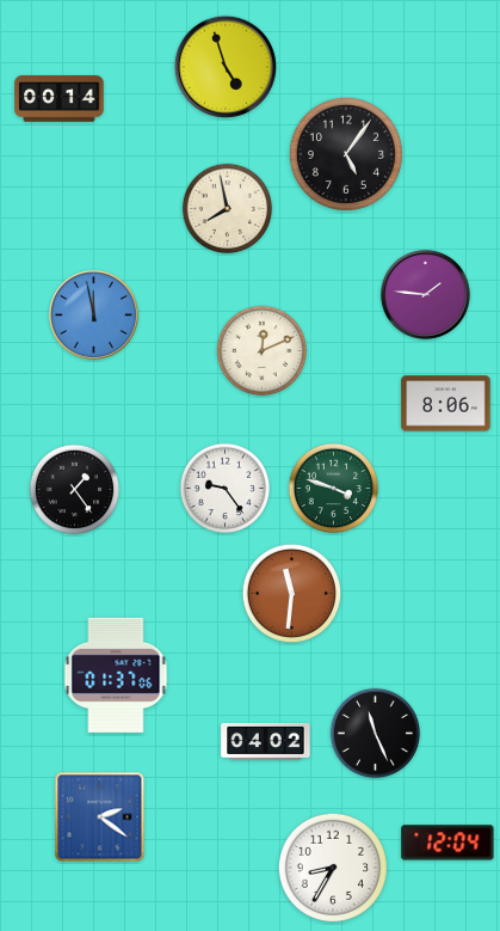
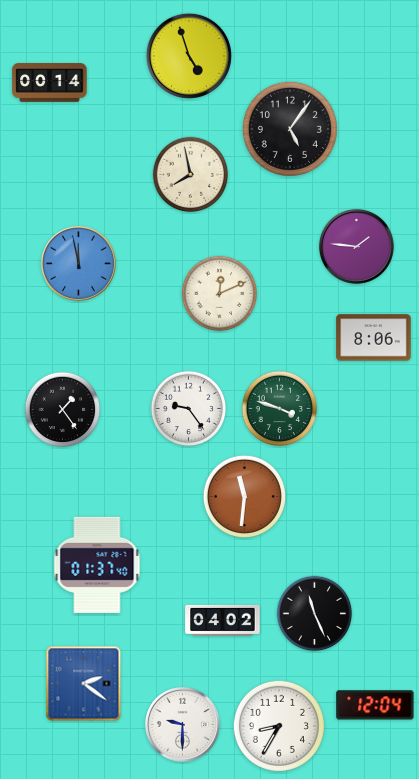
clock at (116, 675): 01:37:06 -> 01:37:40
clock at (182, 724): none -> 9:30
